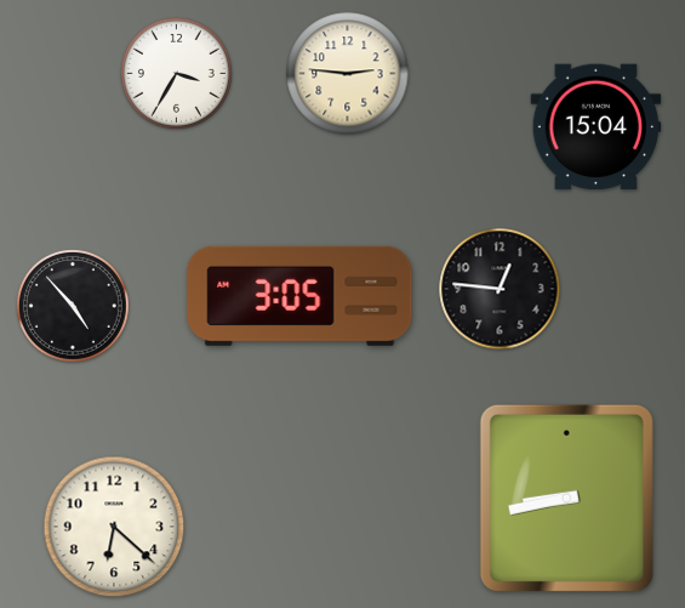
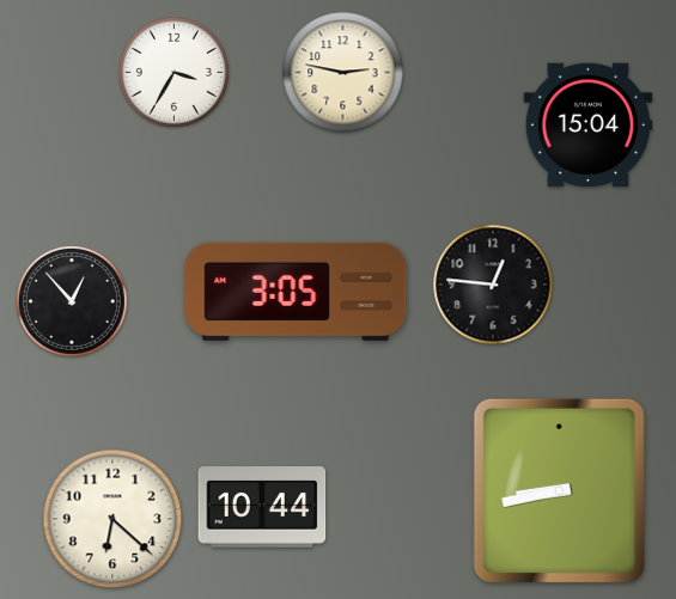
clock at (348, 74): 2:46 -> 2:47
clock at (73, 306): 4:53 -> 12:53
clock at (262, 508): none -> 10:44
